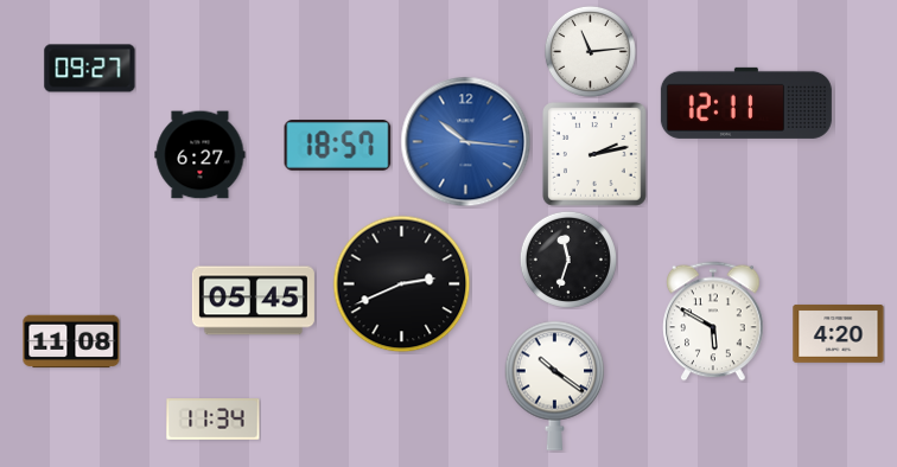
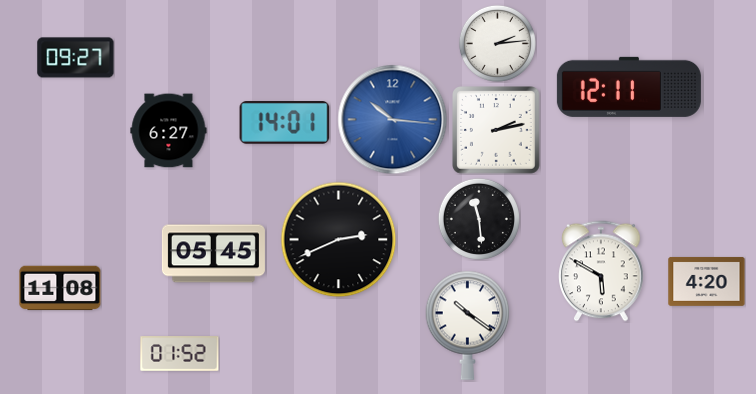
clock at (590, 51): 11:14 -> 2:14
clock at (338, 146): 18:57 -> 14:01
clock at (596, 155) position: (596, 155) -> (497, 131)
clock at (568, 260): 11:33 -> 11:29
clock at (214, 420): 11:34 -> 01:52
